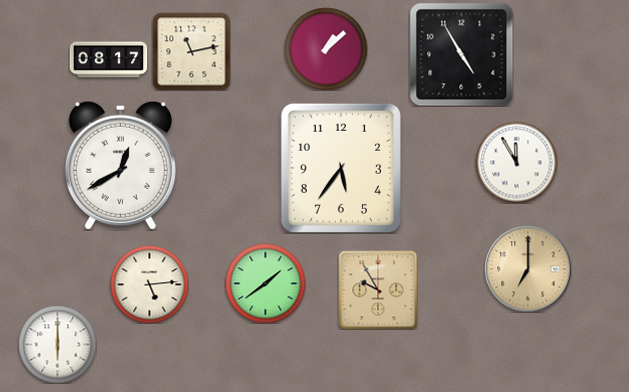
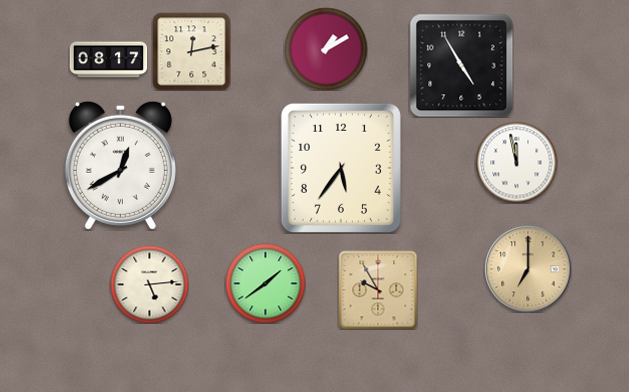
clock at (326, 49): 1:08 -> 1:10
clock at (191, 51): 11:13 -> 12:13
clock at (461, 54) position: (461, 54) -> (461, 65)
clock at (516, 162): 11:55 -> 11:58
clock at (57, 344): 6:00 -> none
